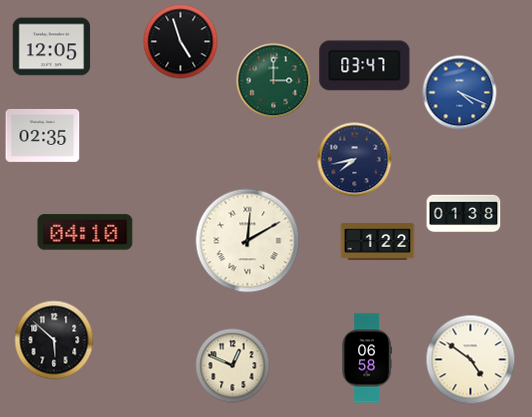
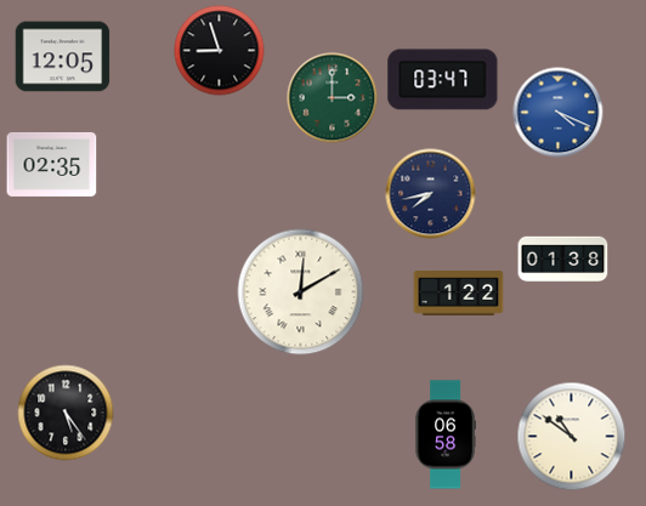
clock at (181, 42): 4:57 -> 8:57
clock at (85, 232): 04:10 -> none
clock at (54, 340): 5:52 -> 5:24
clock at (471, 360): 4:51 -> 10:51
clock at (233, 366): 12:49 -> none
